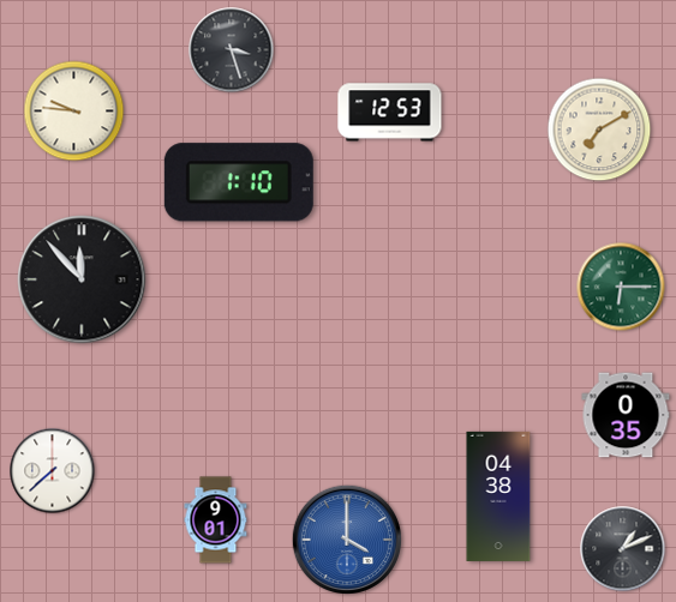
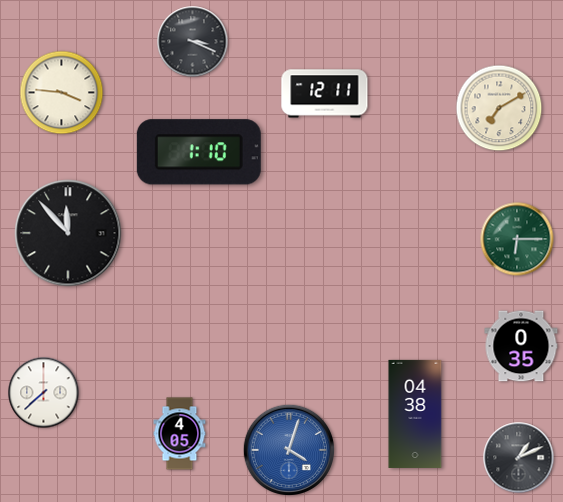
clock at (232, 50): 3:27 -> 3:19
clock at (74, 112): 9:46 -> 3:46
clock at (390, 113): 12:53 -> 12:11
clock at (216, 520): 9:01 -> 4:05
clock at (346, 538): 4:00 -> 4:03
